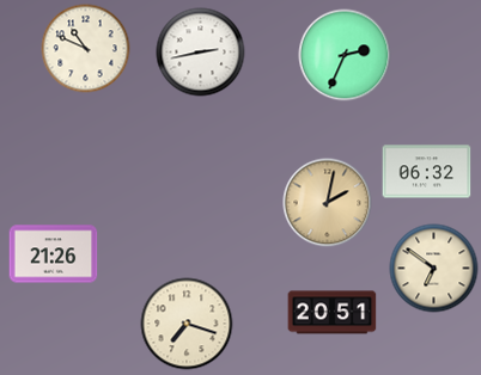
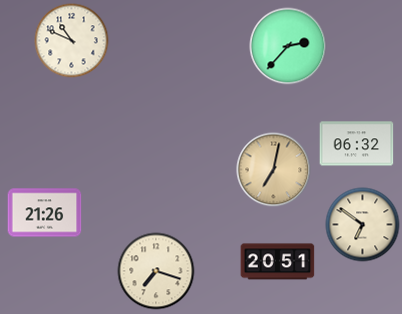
clock at (201, 53): 2:43 -> none
clock at (345, 55): 2:34 -> 2:37
clock at (328, 203): 2:02 -> 7:02
